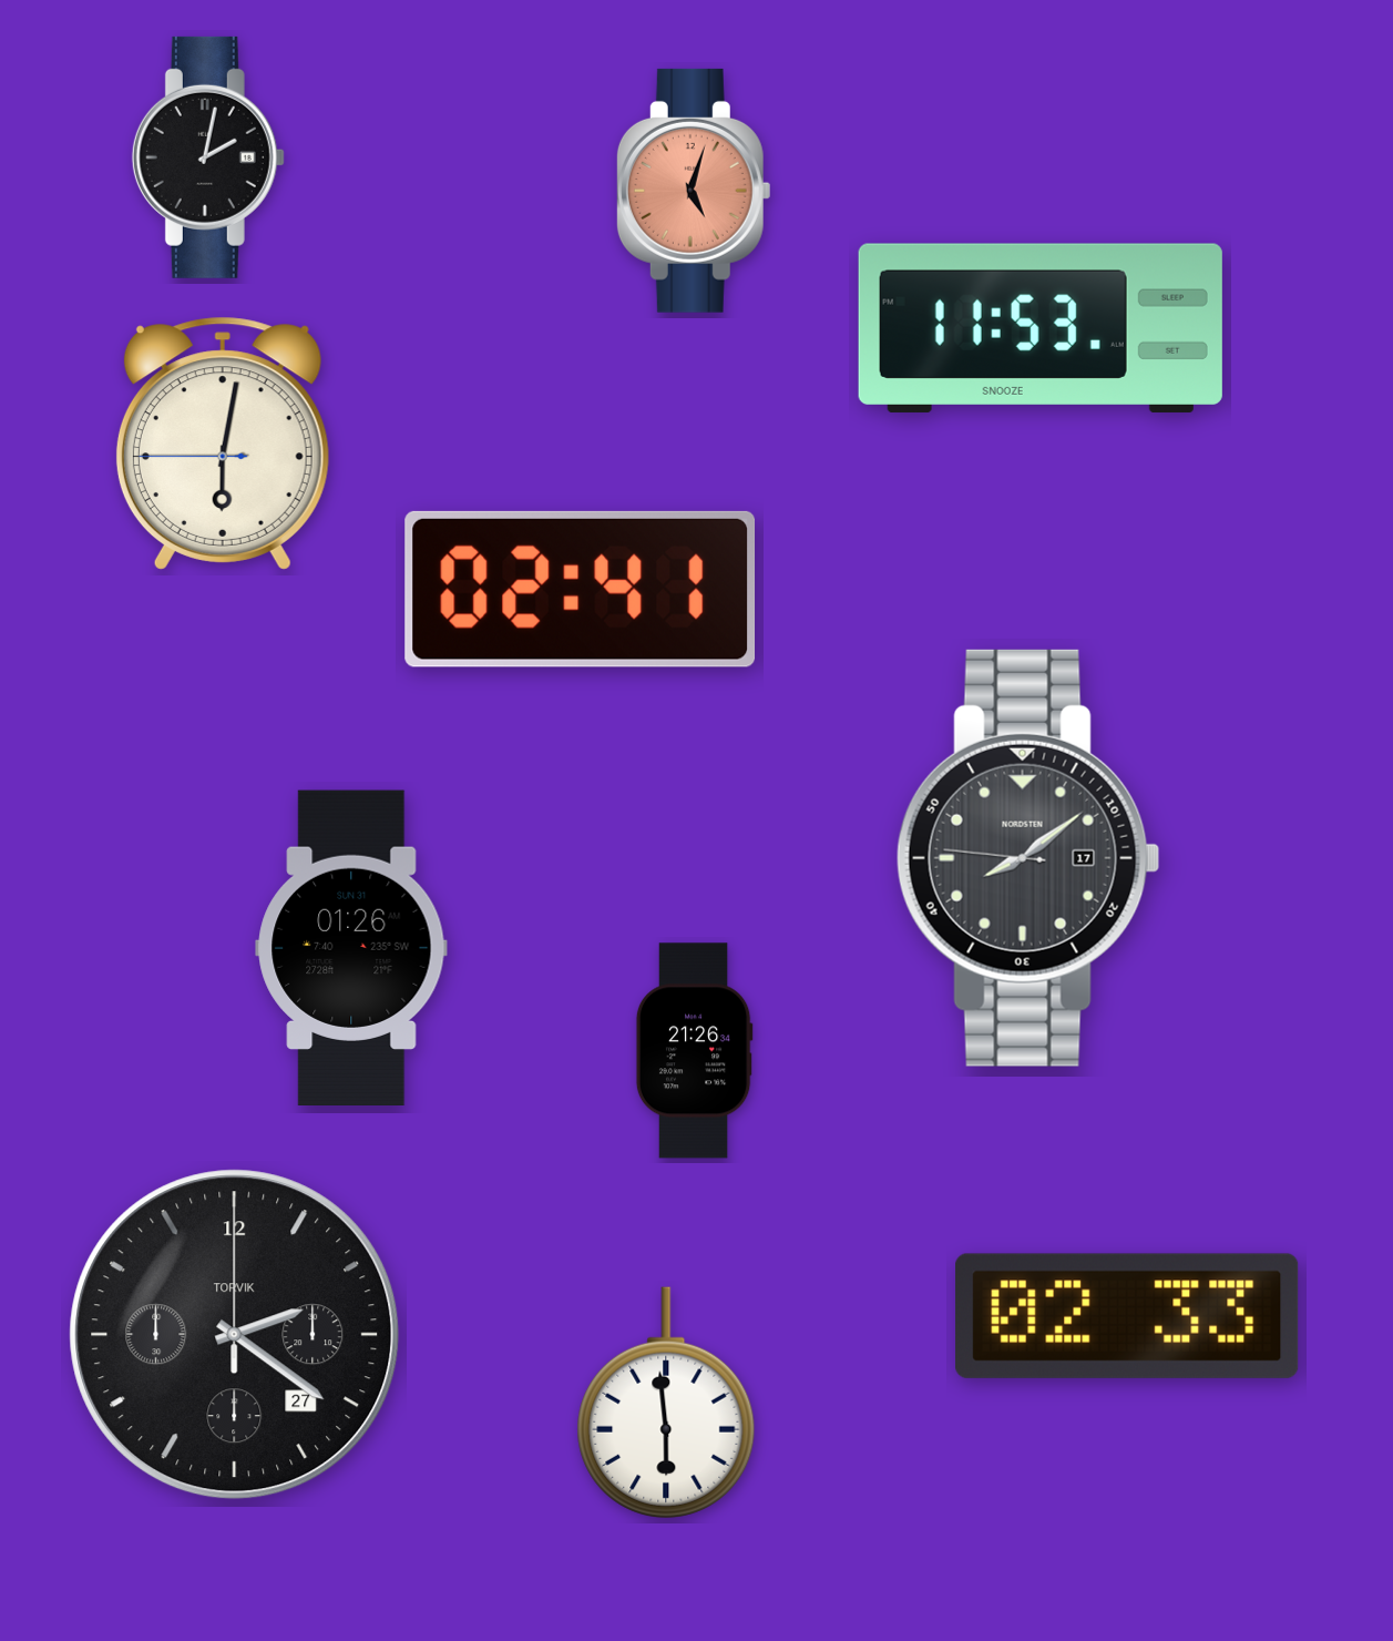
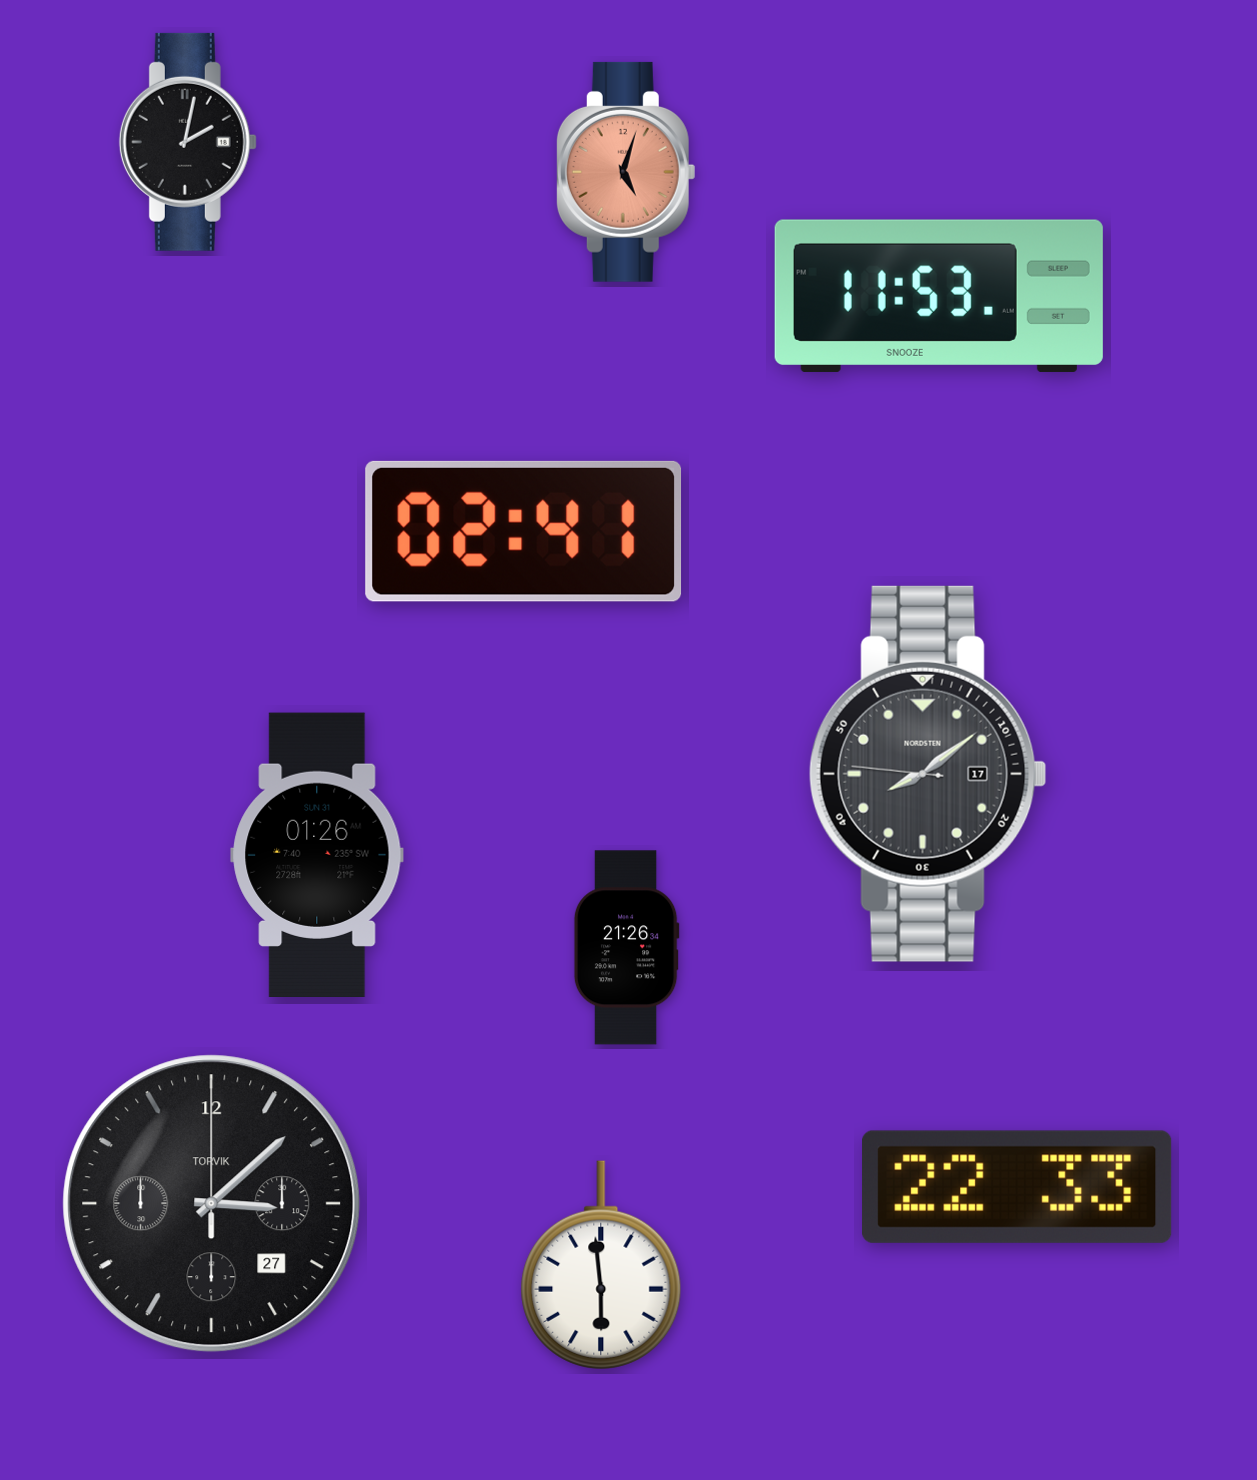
clock at (223, 444): 6:01 -> none
clock at (1127, 1316): 02:33 -> 22:33
clock at (235, 1335): 2:21 -> 3:08
